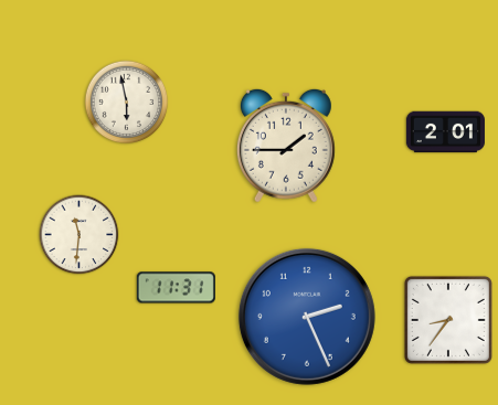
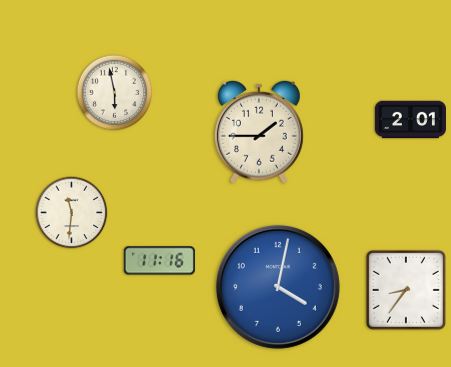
clock at (445, 132) position: (445, 132) -> (410, 120)
clock at (176, 288): 11:31 -> 11:16
clock at (307, 317): 2:26 -> 4:02
